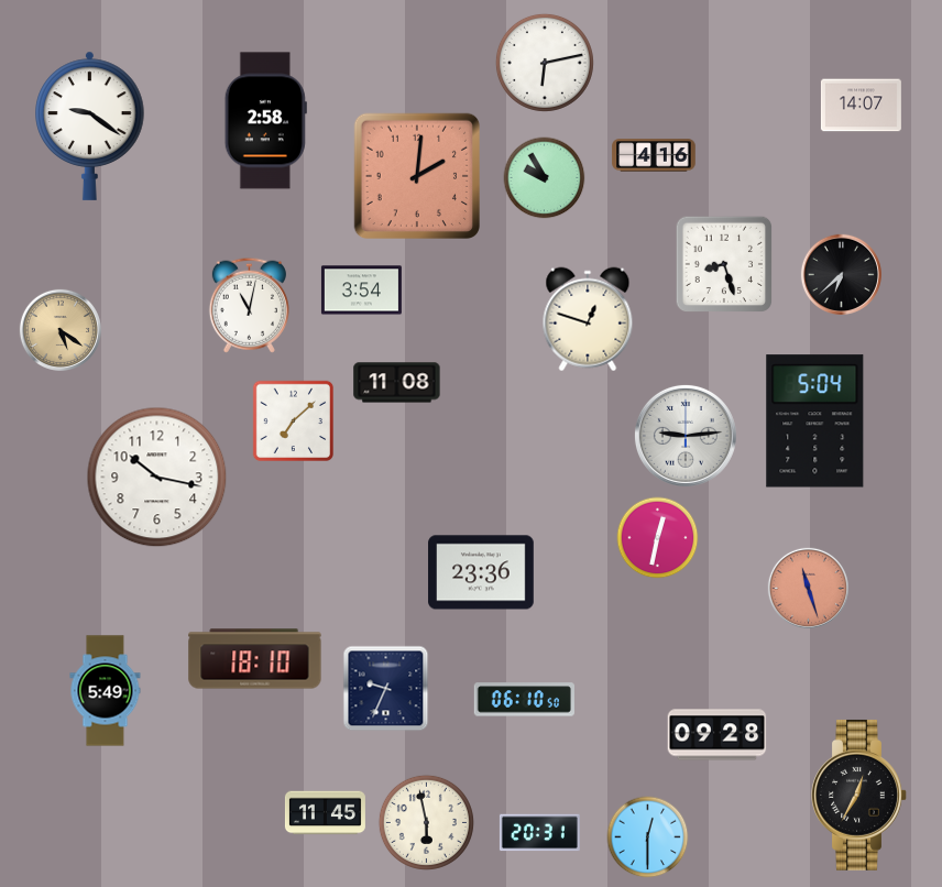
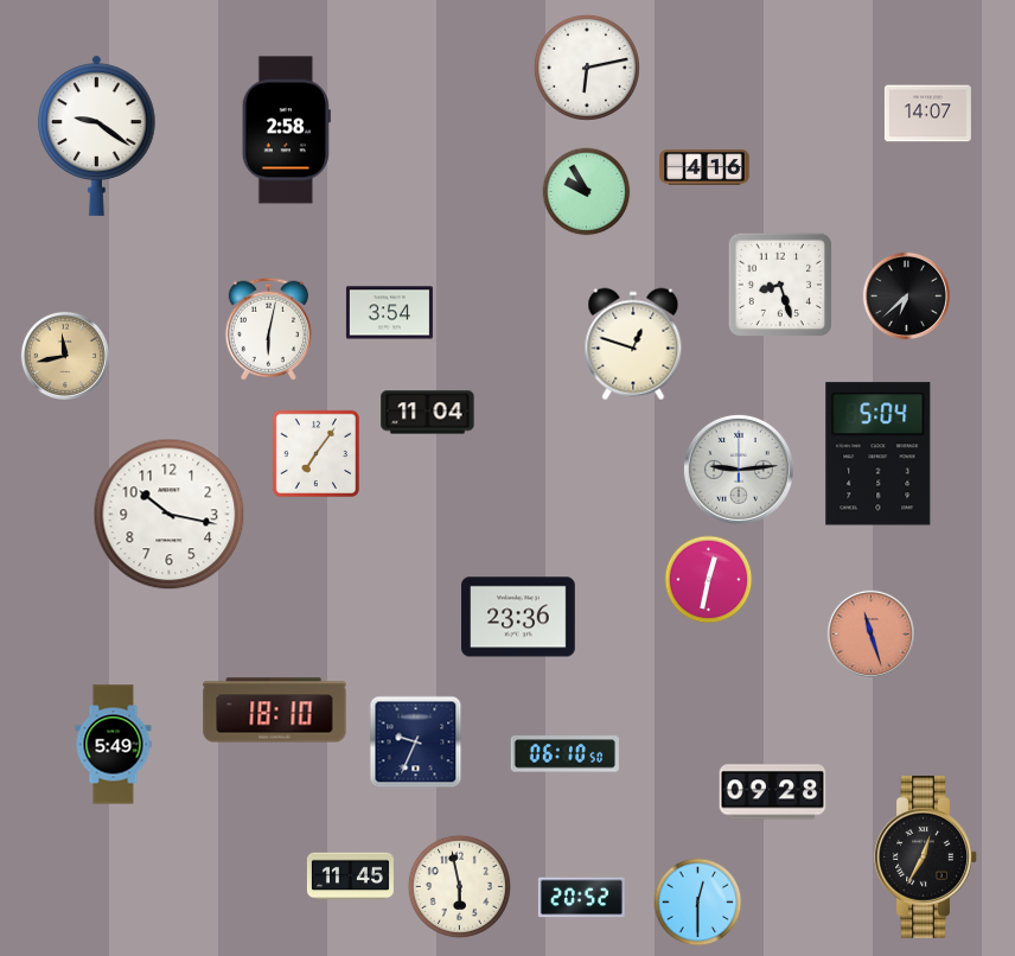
clock at (416, 175): 2:01 -> none
clock at (249, 305): 11:02 -> 6:02
clock at (61, 330): 5:21 -> 11:43
clock at (397, 383): 11:08 -> 11:04
clock at (293, 420): 7:08 -> 7:06
clock at (539, 833): 20:31 -> 20:52
